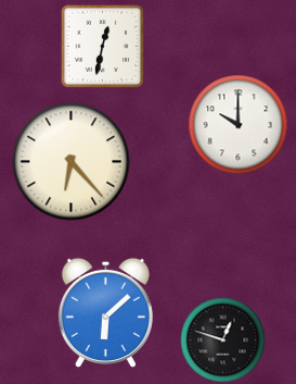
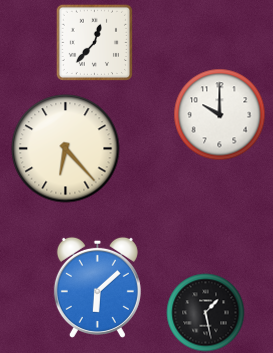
clock at (102, 46): 12:32 -> 12:37
clock at (223, 340): 12:48 -> 1:28
